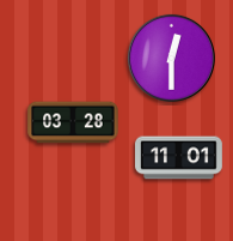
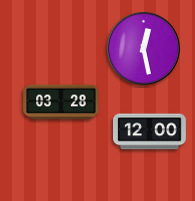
clock at (171, 58): 12:30 -> 12:28
clock at (179, 158): 11:01 -> 12:00
